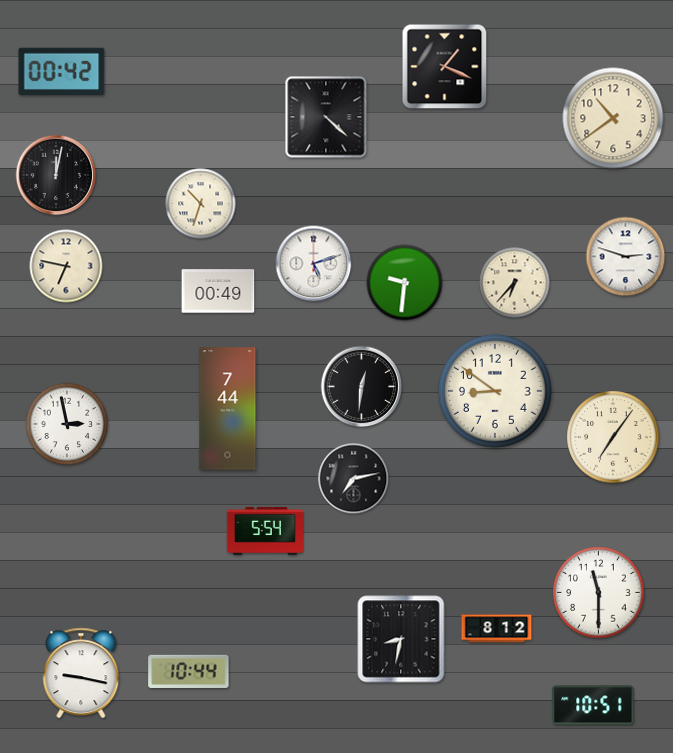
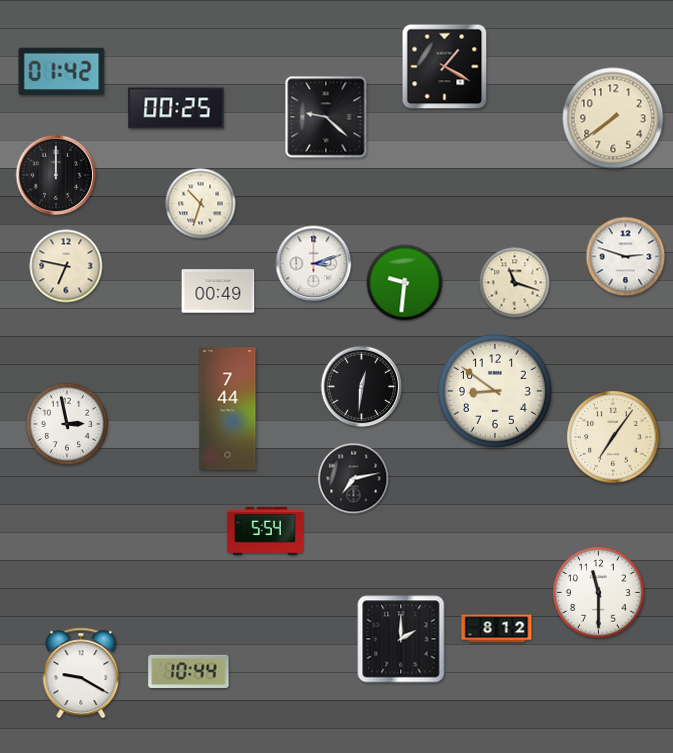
clock at (445, 67): 1:19 -> 1:20
clock at (62, 71): 00:42 -> 01:42
clock at (176, 108): none -> 00:25
clock at (326, 117): 4:22 -> 9:22
clock at (613, 118): 10:39 -> 7:39
clock at (56, 175): 12:02 -> 12:00
clock at (314, 264): 5:12 -> 3:12
clock at (515, 283): 6:37 -> 11:18
clock at (401, 639): 8:32 -> 2:00
clock at (81, 673): 9:17 -> 9:20
clock at (593, 705): 10:51 -> none
